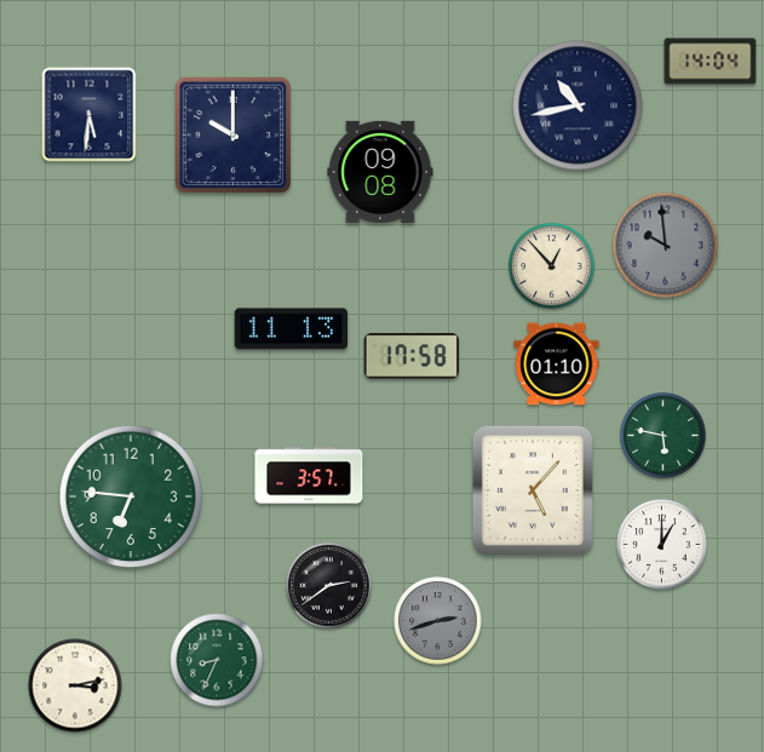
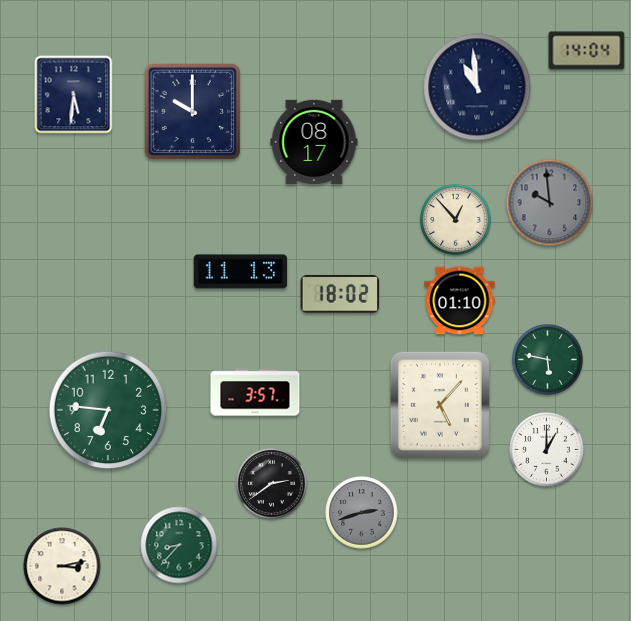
clock at (578, 105): 10:43 -> 10:59
clock at (380, 171): 09:08 -> 08:17
clock at (412, 357): 17:58 -> 18:02
clock at (217, 660): 8:34 -> 8:37
